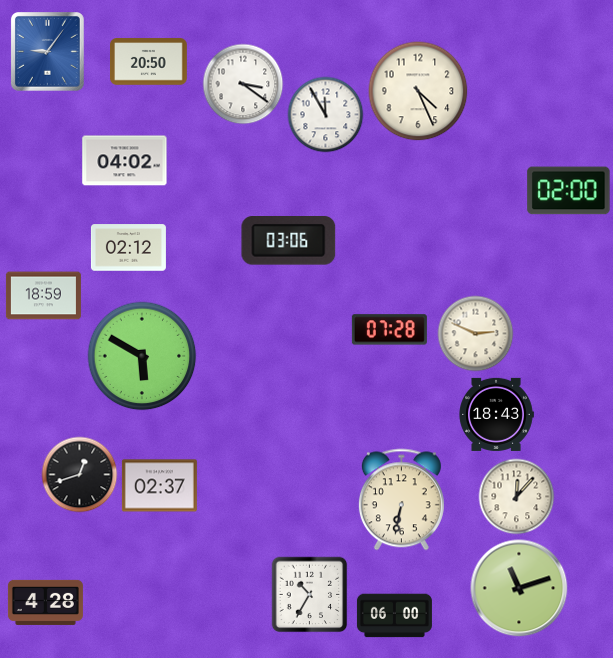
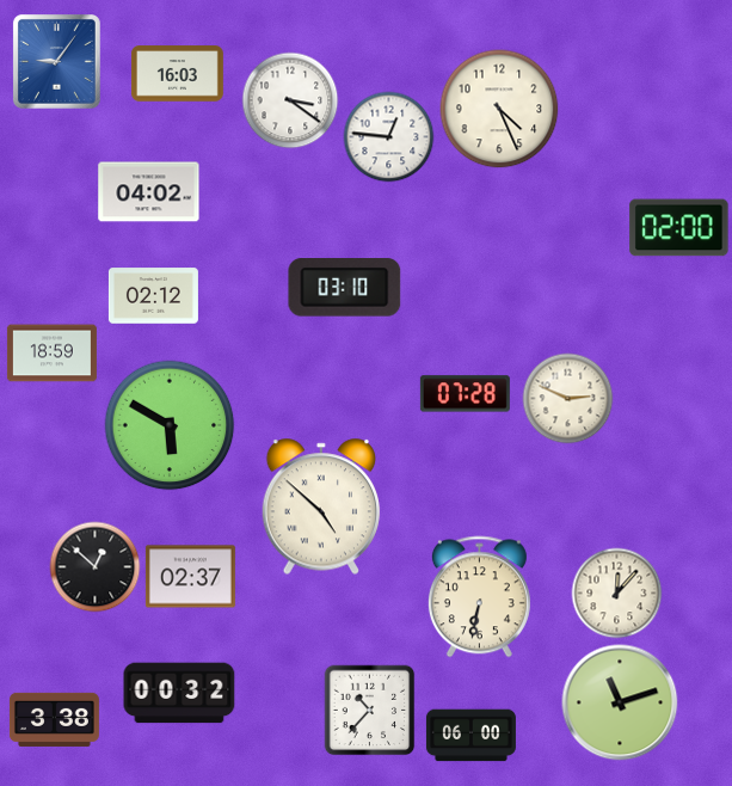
clock at (149, 62): 20:50 -> 16:03
clock at (326, 115): 11:55 -> 12:46
clock at (289, 241): 03:06 -> 03:10
clock at (496, 414): 18:43 -> none
clock at (321, 506): none -> 4:52
clock at (80, 475): 12:42 -> 12:52
clock at (159, 486) position: (159, 486) -> (190, 577)
clock at (179, 693): none -> 00:32
clock at (310, 595): 10:35 -> 10:37
clock at (45, 602): 4:28 -> 3:38
